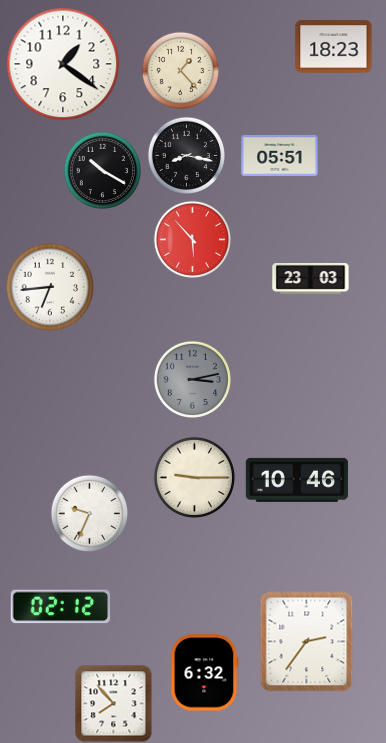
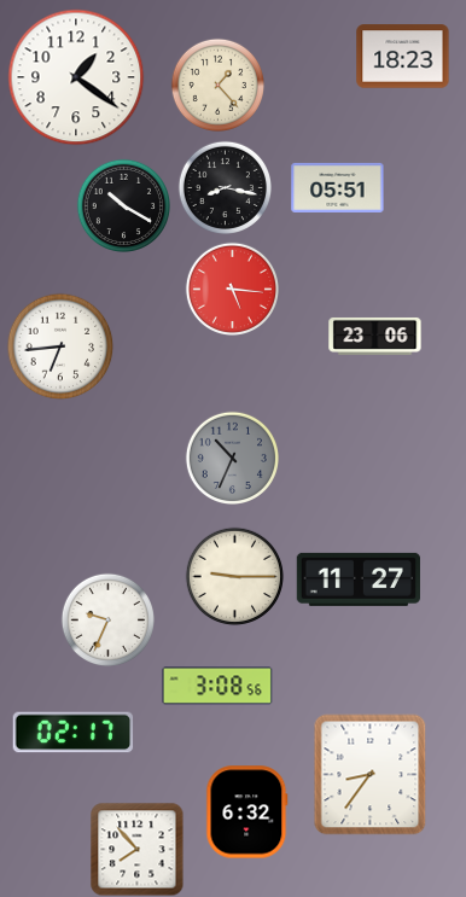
clock at (192, 239): 5:53 -> 5:16
clock at (311, 278): 23:03 -> 23:06
clock at (192, 379): 3:13 -> 10:34
clock at (297, 480): 10:46 -> 11:27
clock at (217, 686): none -> 3:08
clock at (61, 607): 02:12 -> 02:17
clock at (307, 642): 2:36 -> 8:36
